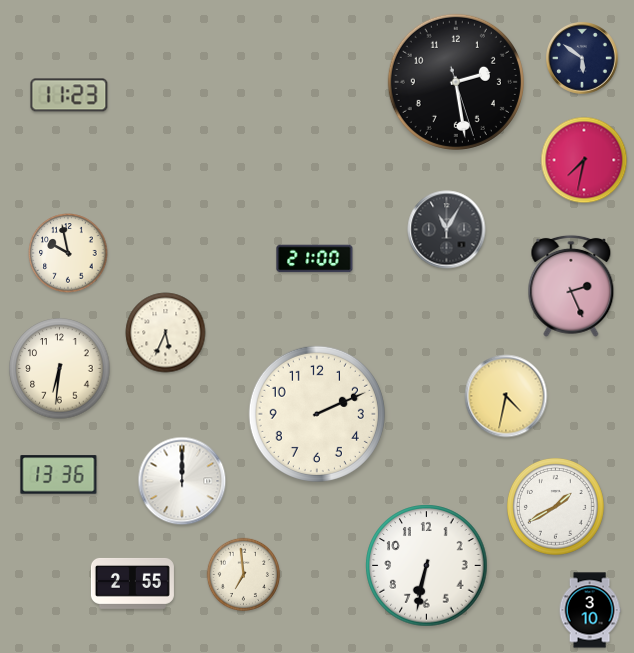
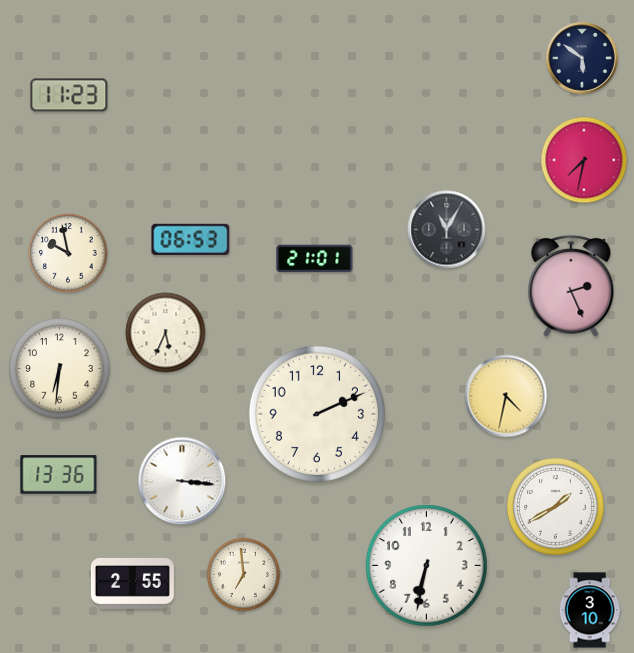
clock at (456, 82): 2:28 -> none
clock at (191, 239): none -> 06:53
clock at (315, 259): 21:00 -> 21:01
clock at (182, 481): 12:00 -> 3:16
